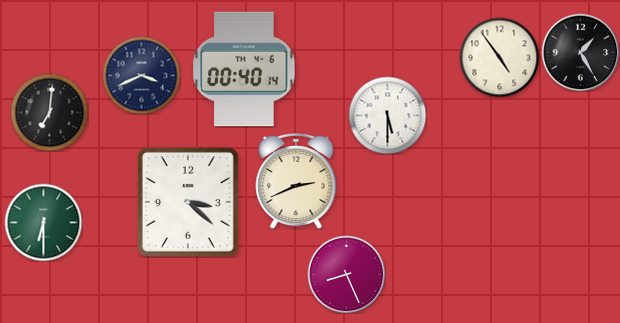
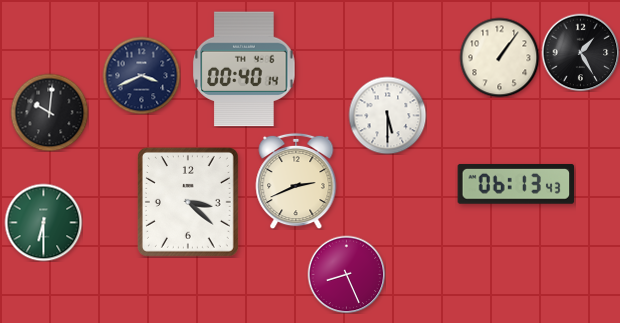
clock at (499, 57): 4:54 -> 1:06
clock at (49, 112): 7:01 -> 10:01
clock at (516, 184): none -> 06:13
